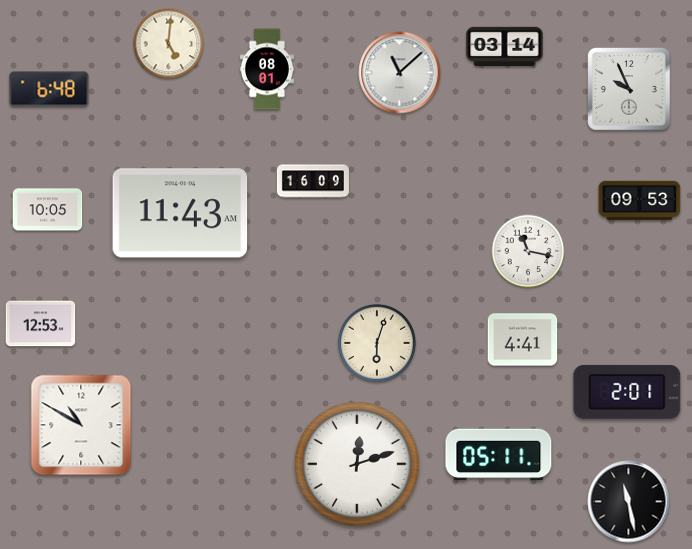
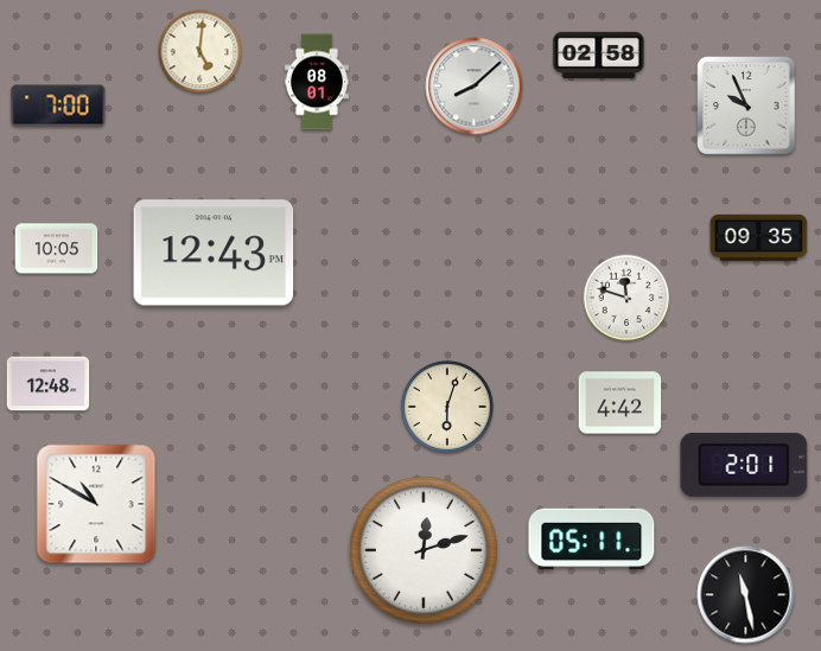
clock at (505, 47): 03:14 -> 02:58
clock at (400, 73): 11:08 -> 8:08
clock at (49, 89): 6:48 -> 7:00
clock at (313, 181): 16:09 -> none
clock at (640, 200): 09:53 -> 09:35
clock at (180, 213): 11:43 -> 12:43
clock at (528, 251): 11:17 -> 11:48
clock at (41, 324): 12:53 -> 12:48
clock at (523, 340): 4:41 -> 4:42
